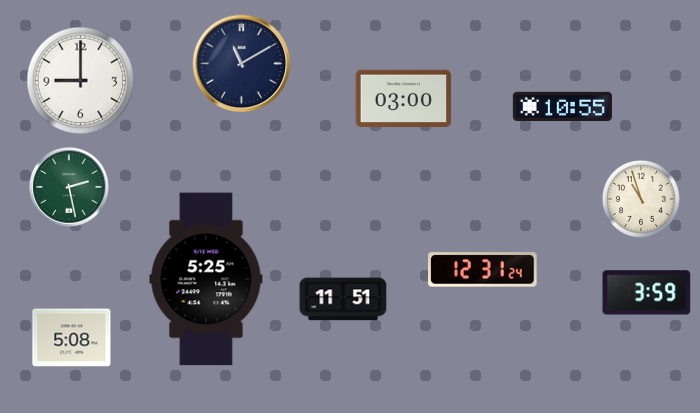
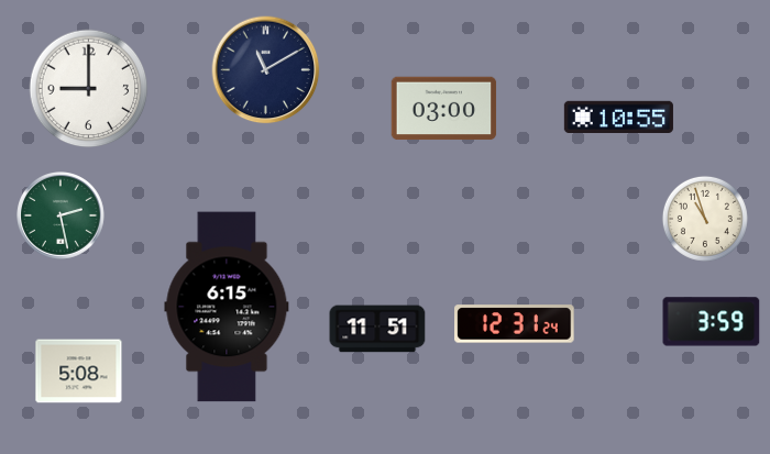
clock at (70, 188) position: (70, 188) -> (62, 217)
clock at (483, 270) position: (483, 270) -> (515, 324)
clock at (206, 279): 5:25 -> 6:15
